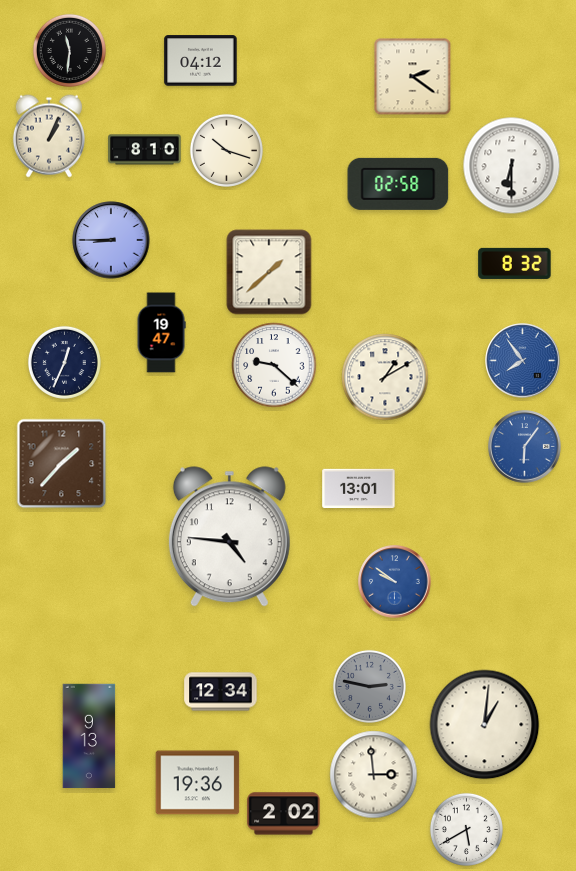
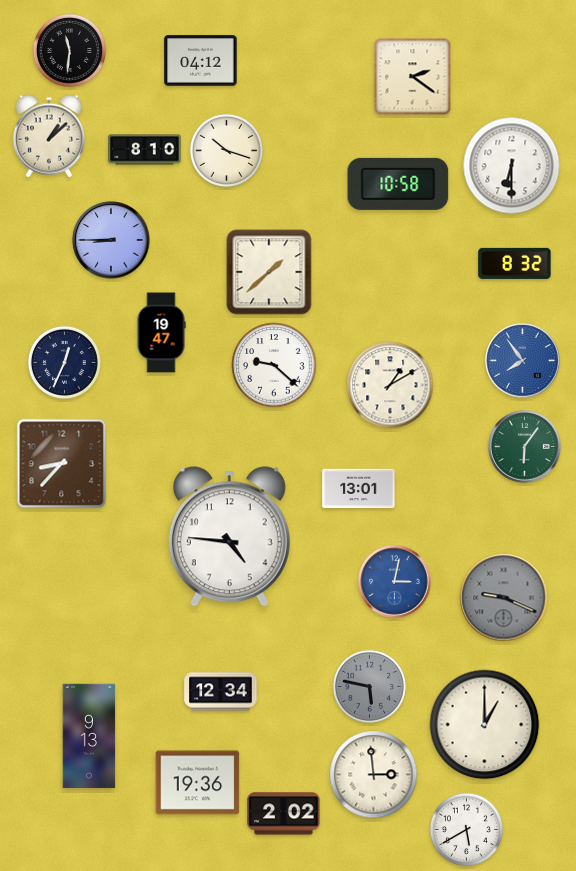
clock at (49, 136): 1:04 -> 1:08
clock at (398, 184): 02:58 -> 10:58
clock at (385, 377) position: (385, 377) -> (390, 385)
clock at (525, 447) dial: blue -> green
clock at (62, 464): 1:37 -> 8:37
clock at (395, 582): 9:51 -> 3:02
clock at (504, 598): none -> 9:19
clock at (369, 686): 2:47 -> 5:47
clock at (485, 725): 1:01 -> 1:00
